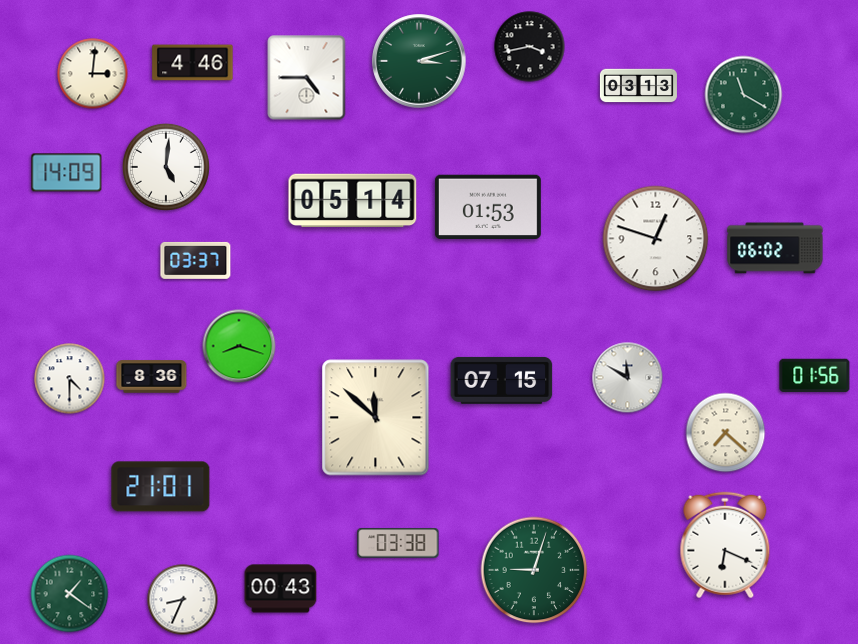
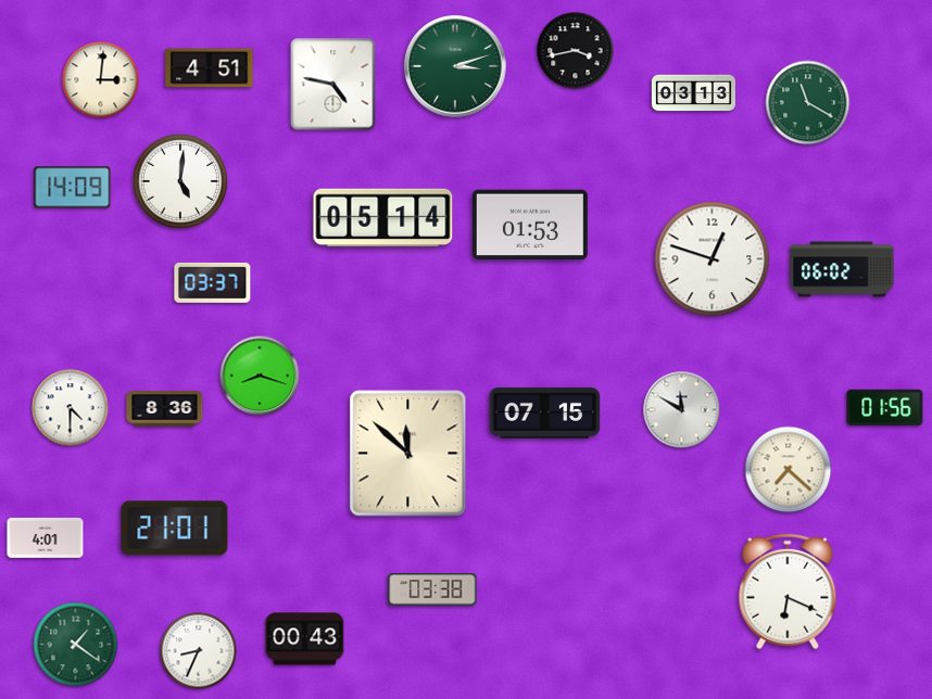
clock at (193, 63): 4:46 -> 4:51
clock at (307, 78): 4:45 -> 4:47
clock at (70, 379) position: (70, 379) -> (71, 408)
clock at (46, 537): none -> 4:01
clock at (534, 570): 9:03 -> none
